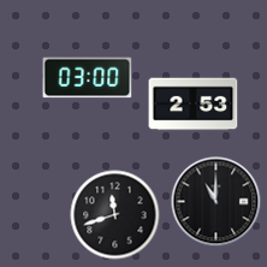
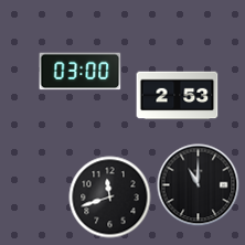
clock at (115, 215) position: (115, 215) -> (110, 198)
